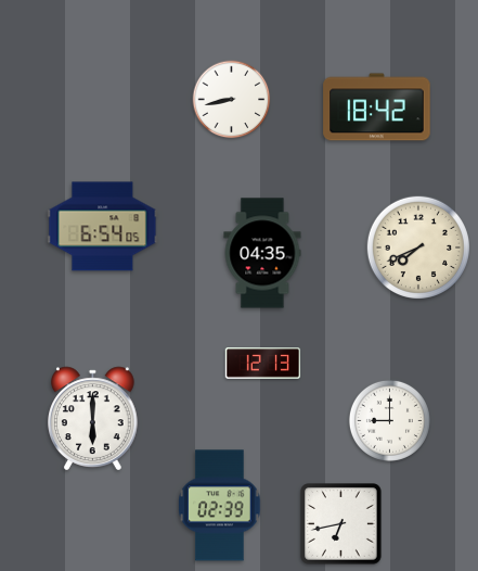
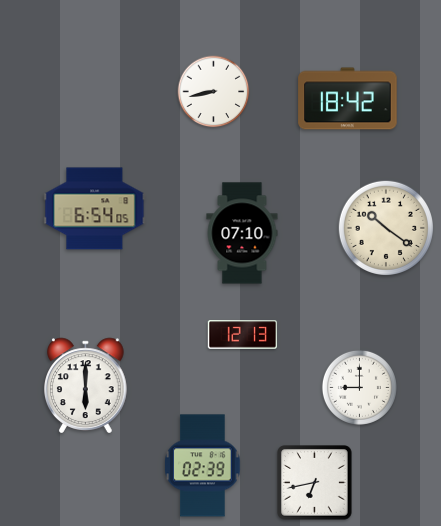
clock at (417, 246): 7:41 -> 10:21
clock at (262, 253): 04:35 -> 07:10
